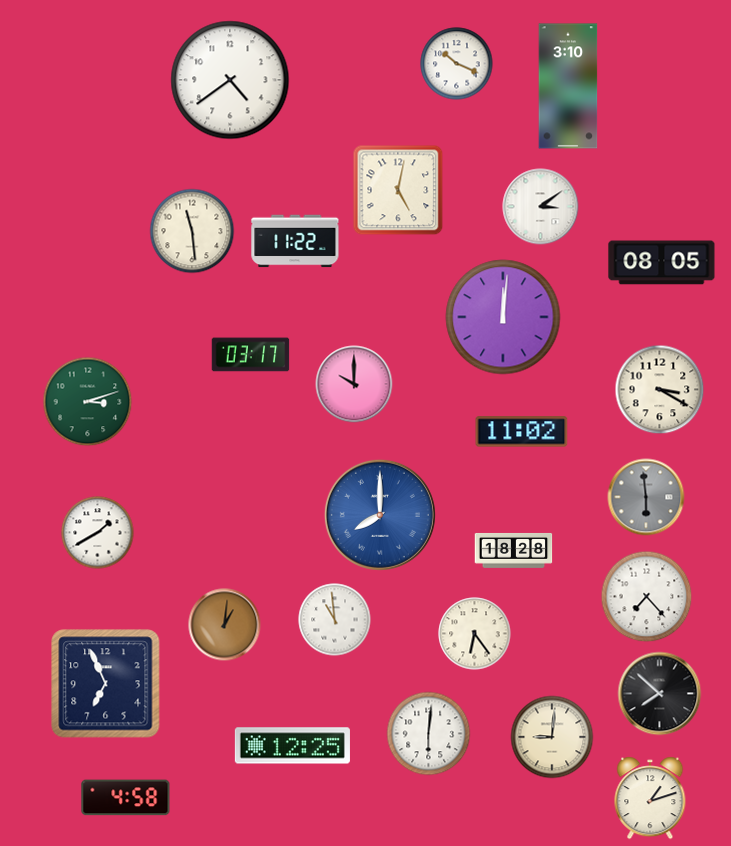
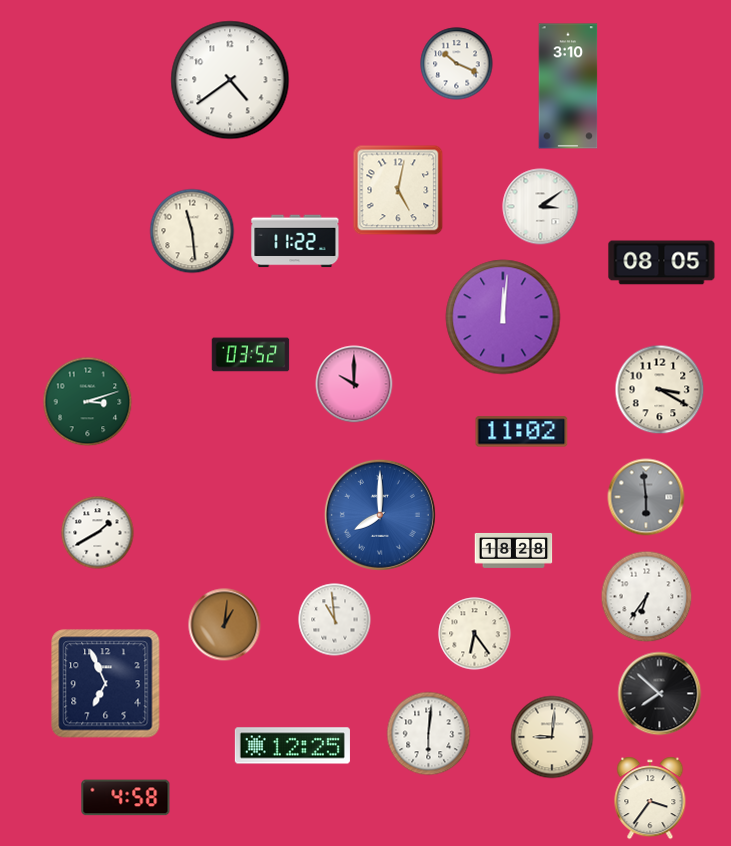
clock at (251, 355): 03:17 -> 03:52
clock at (647, 597): 7:23 -> 6:36
clock at (650, 798): 1:12 -> 3:36
